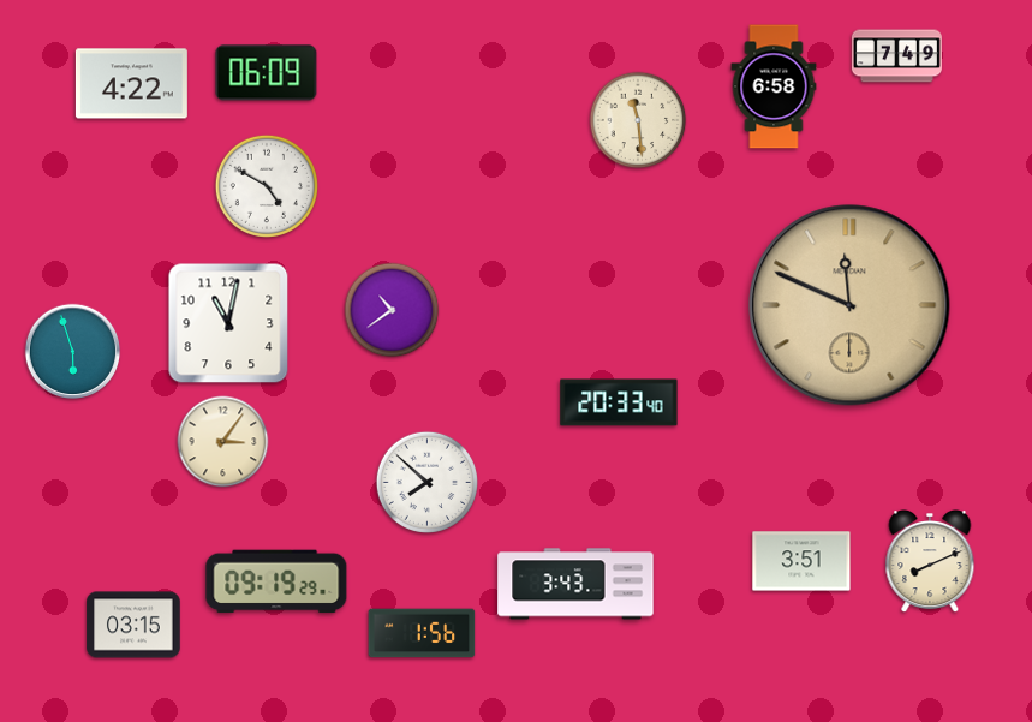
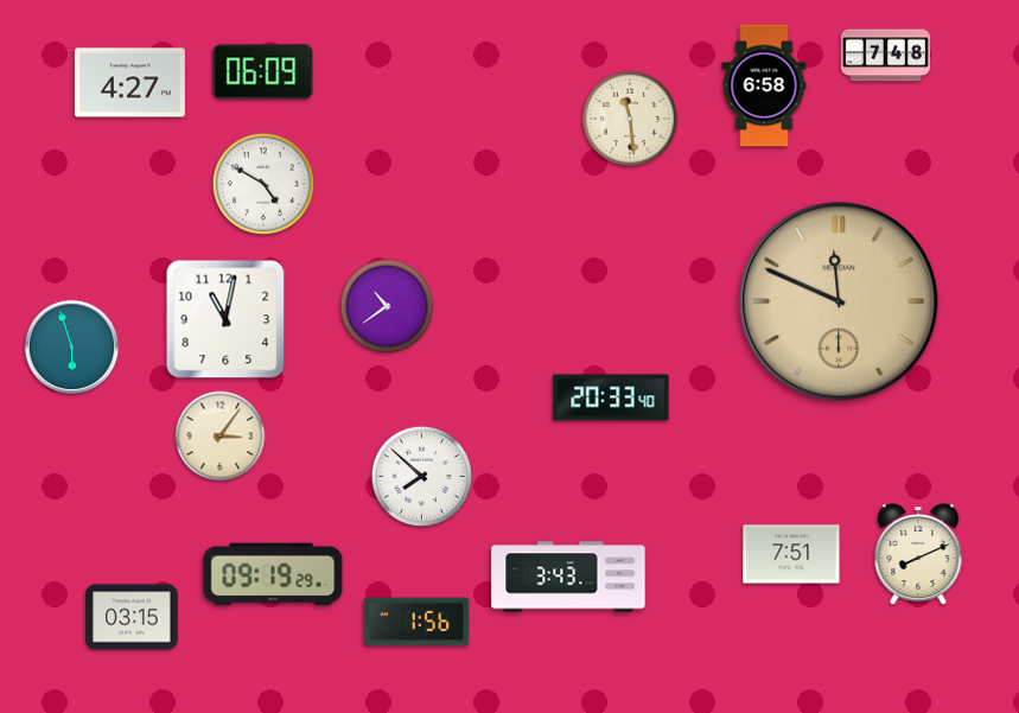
clock at (896, 56): 7:49 -> 7:48
clock at (131, 84): 4:22 -> 4:27
clock at (801, 561): 3:51 -> 7:51
clock at (422, 633) position: (422, 633) -> (416, 622)
